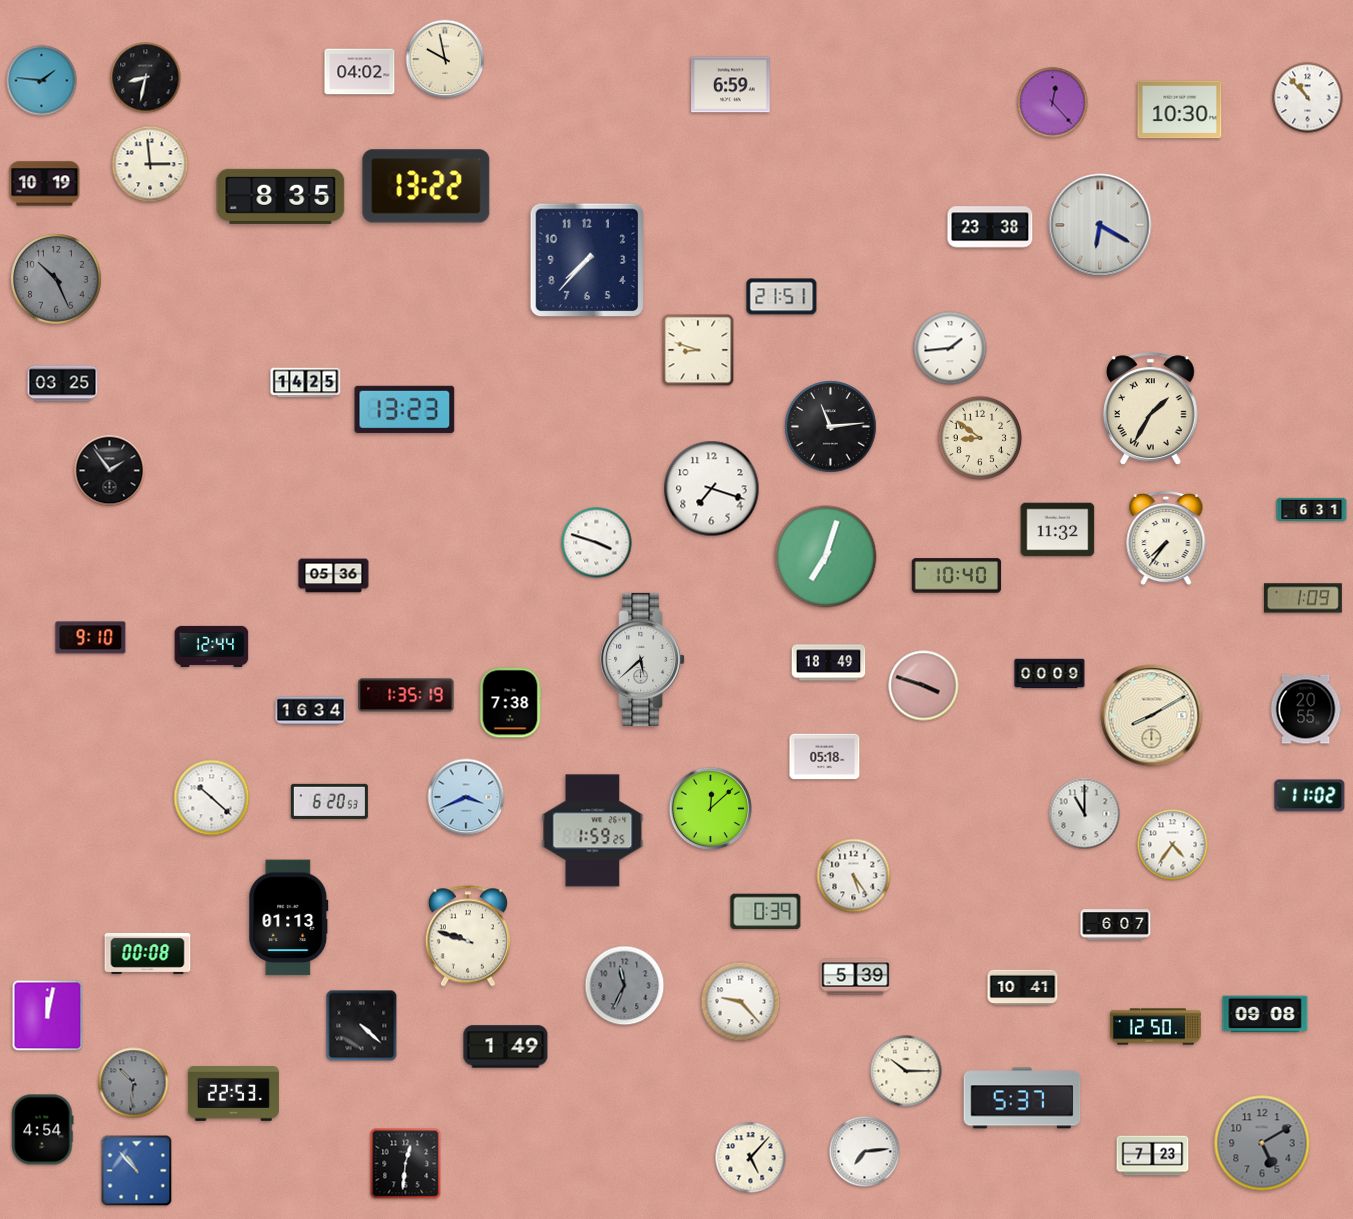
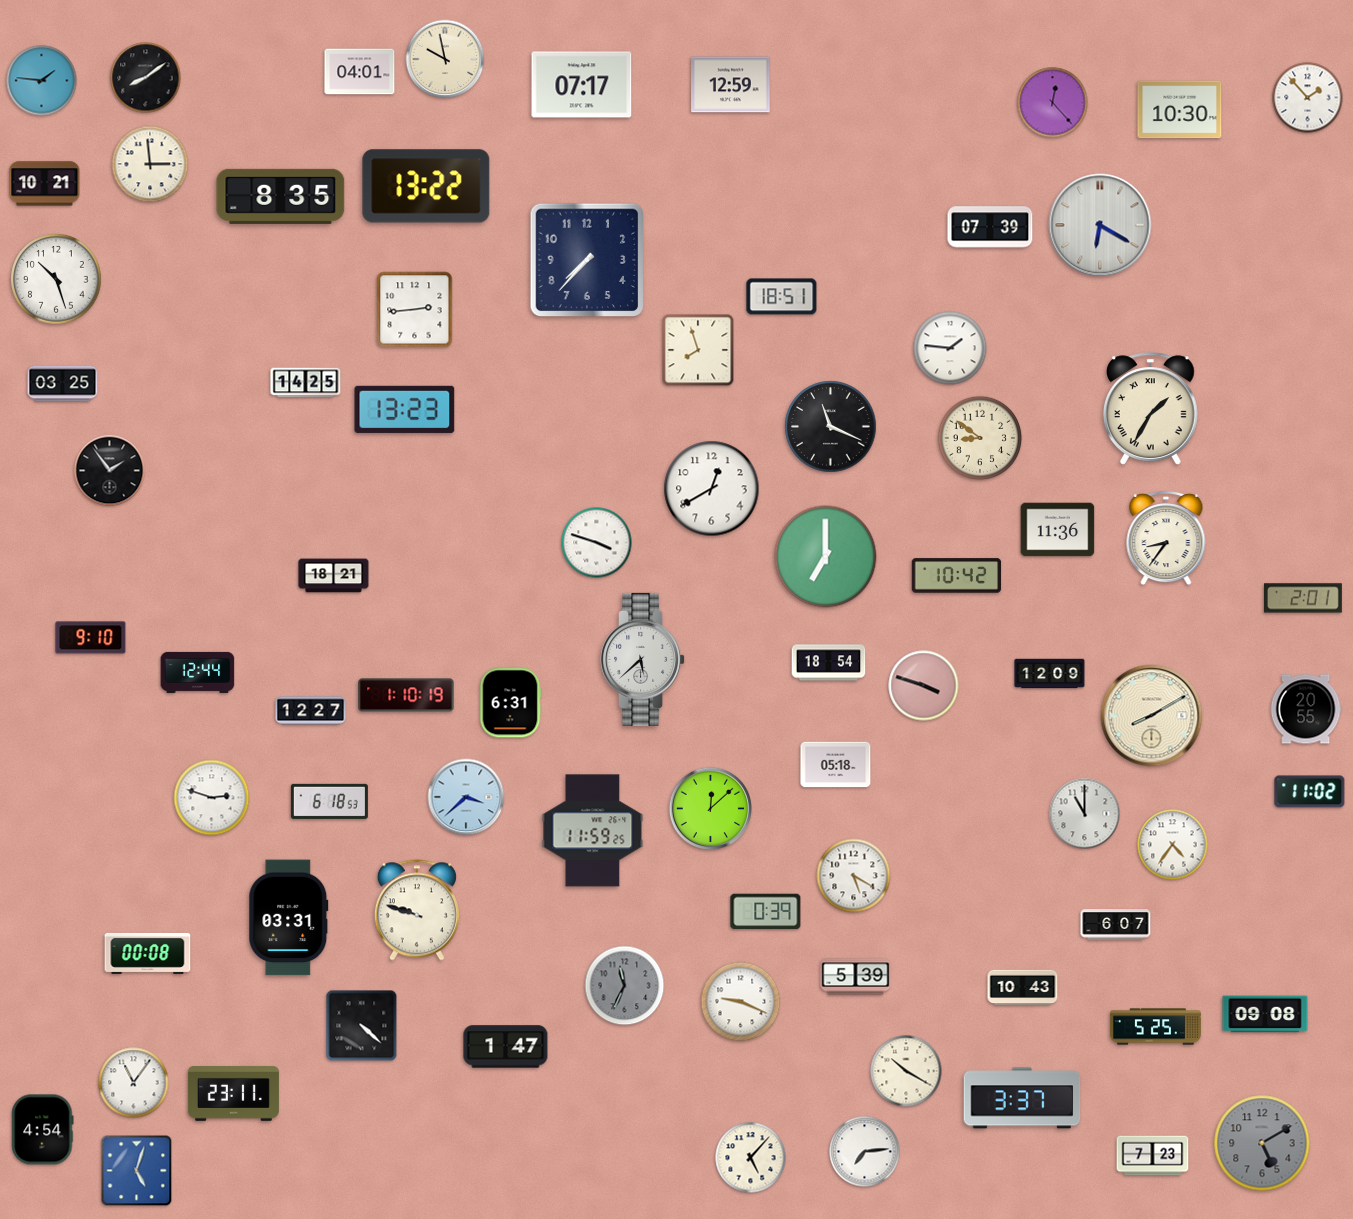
clock at (360, 72): 04:02 -> 04:01
clock at (146, 78): 8:32 -> 8:09
clock at (582, 85): none -> 07:17
clock at (731, 85): 6:59 -> 12:59
clock at (1308, 98): 10:53 -> 1:53
clock at (45, 184): 10:19 -> 10:21
clock at (990, 227): 23:38 -> 07:39
clock at (56, 279): 10:26 -> 10:27
clock at (56, 279) dial: grey -> white
clock at (782, 297): 21:51 -> 18:51
clock at (415, 310): none -> 2:44
clock at (950, 348): 1:44 -> 1:46
clock at (698, 350): 8:48 -> 7:57
clock at (831, 427): 11:14 -> 11:19
clock at (712, 489): 7:18 -> 12:40
clock at (1312, 509): 6:31 -> none
clock at (1058, 530): 11:32 -> 11:36
clock at (1166, 538): 7:36 -> 8:36
clock at (826, 557): 7:03 -> 7:00
clock at (334, 576): 05:36 -> 18:21
clock at (957, 576): 10:40 -> 10:42
clock at (1303, 598): 1:09 -> 2:01
clock at (212, 646) position: (212, 646) -> (198, 672)
clock at (829, 663): 18:49 -> 18:54
clock at (1050, 674): 00:09 -> 12:09
clock at (406, 695): 1:35 -> 1:10
clock at (510, 703): 7:38 -> 6:31
clock at (311, 711): 16:34 -> 12:27
clock at (825, 757) position: (825, 757) -> (836, 765)
clock at (1310, 796) position: (1310, 796) -> (1310, 792)
clock at (466, 797): 3:41 -> 3:38
clock at (212, 798): 10:22 -> 2:48
clock at (329, 801): 6:20 -> 6:18
clock at (593, 831): 1:59 -> 11:59
clock at (854, 876): 5:24 -> 5:20
clock at (289, 918): 01:13 -> 03:31
clock at (468, 936) position: (468, 936) -> (417, 910)
clock at (1023, 988): 10:41 -> 10:43
clock at (741, 1002): 9:23 -> 9:19
clock at (48, 1016): 12:02 -> none
clock at (1155, 1027): 12:50 -> 5:25
clock at (506, 1047): 1:49 -> 1:47
clock at (906, 1071): 10:15 -> 10:20
clock at (134, 1083): 10:31 -> 11:06
clock at (134, 1083) dial: grey -> white
clock at (233, 1094): 22:53 -> 23:11
clock at (1022, 1098): 5:37 -> 3:37
clock at (406, 1164): 12:31 -> none
clock at (137, 1171): 10:53 -> 5:03
